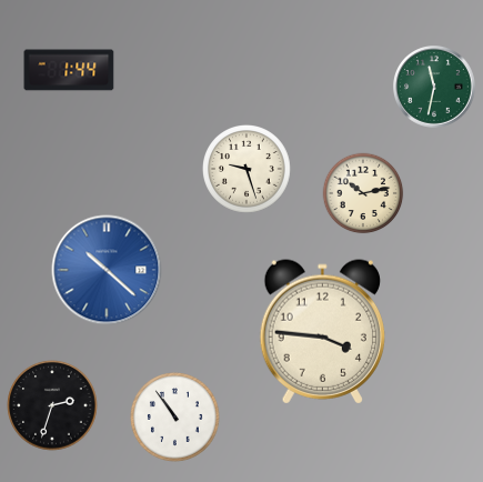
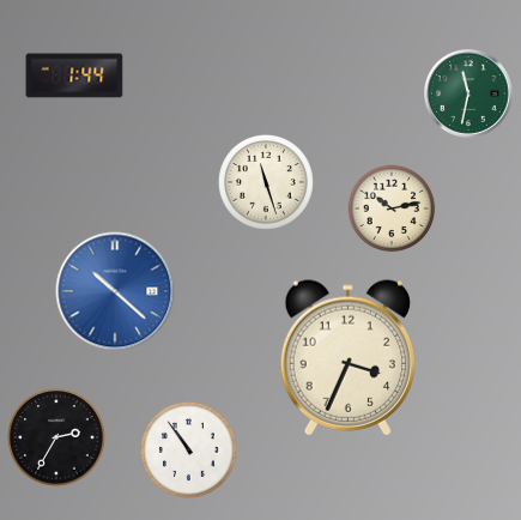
clock at (248, 170): 9:27 -> 11:27
clock at (322, 332): 3:46 -> 3:34
clock at (52, 405): 2:33 -> 2:35
